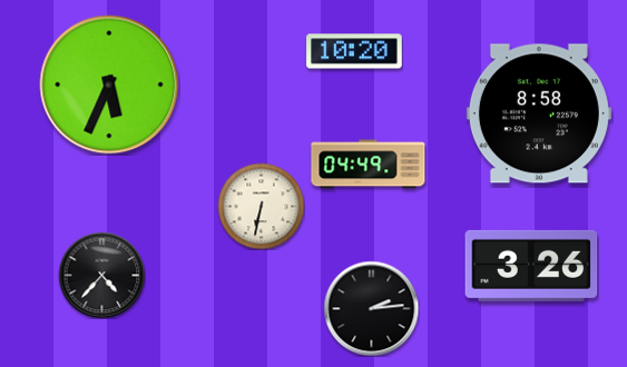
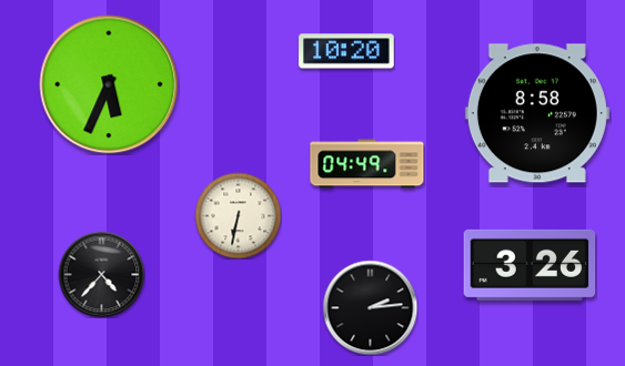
clock at (354, 51) position: (354, 51) -> (346, 51)
clock at (261, 206) position: (261, 206) -> (238, 215)
